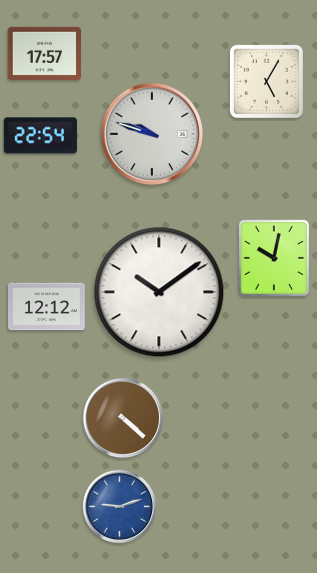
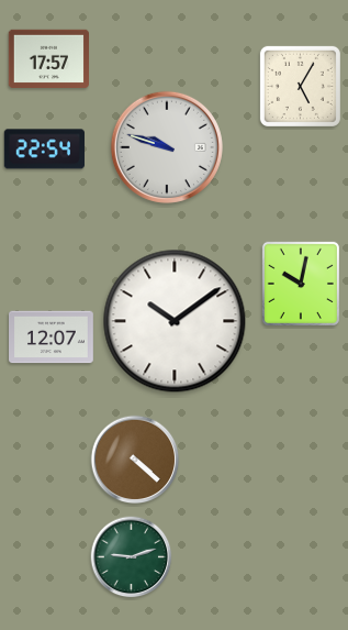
clock at (266, 81) position: (266, 81) -> (300, 86)
clock at (47, 307): 12:12 -> 12:07
clock at (120, 507) dial: blue -> green
